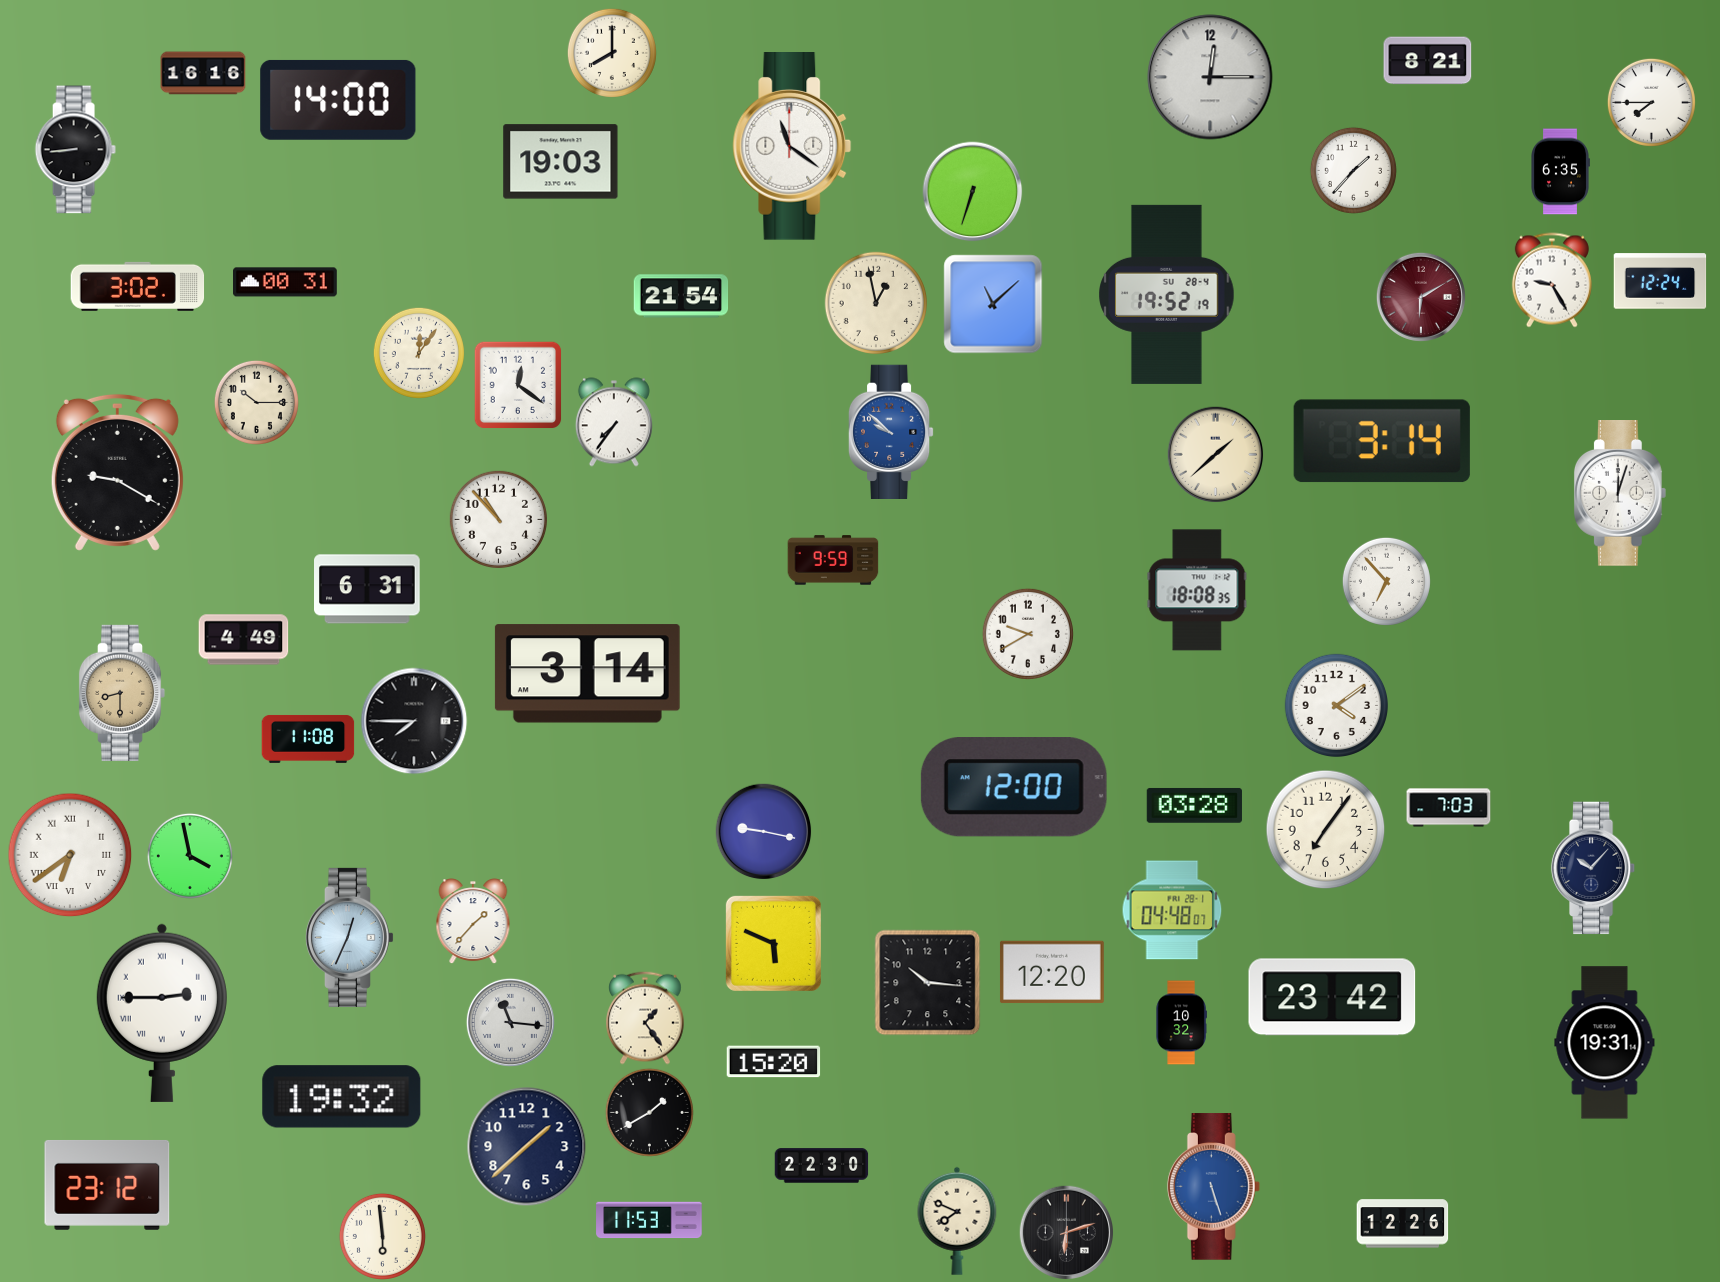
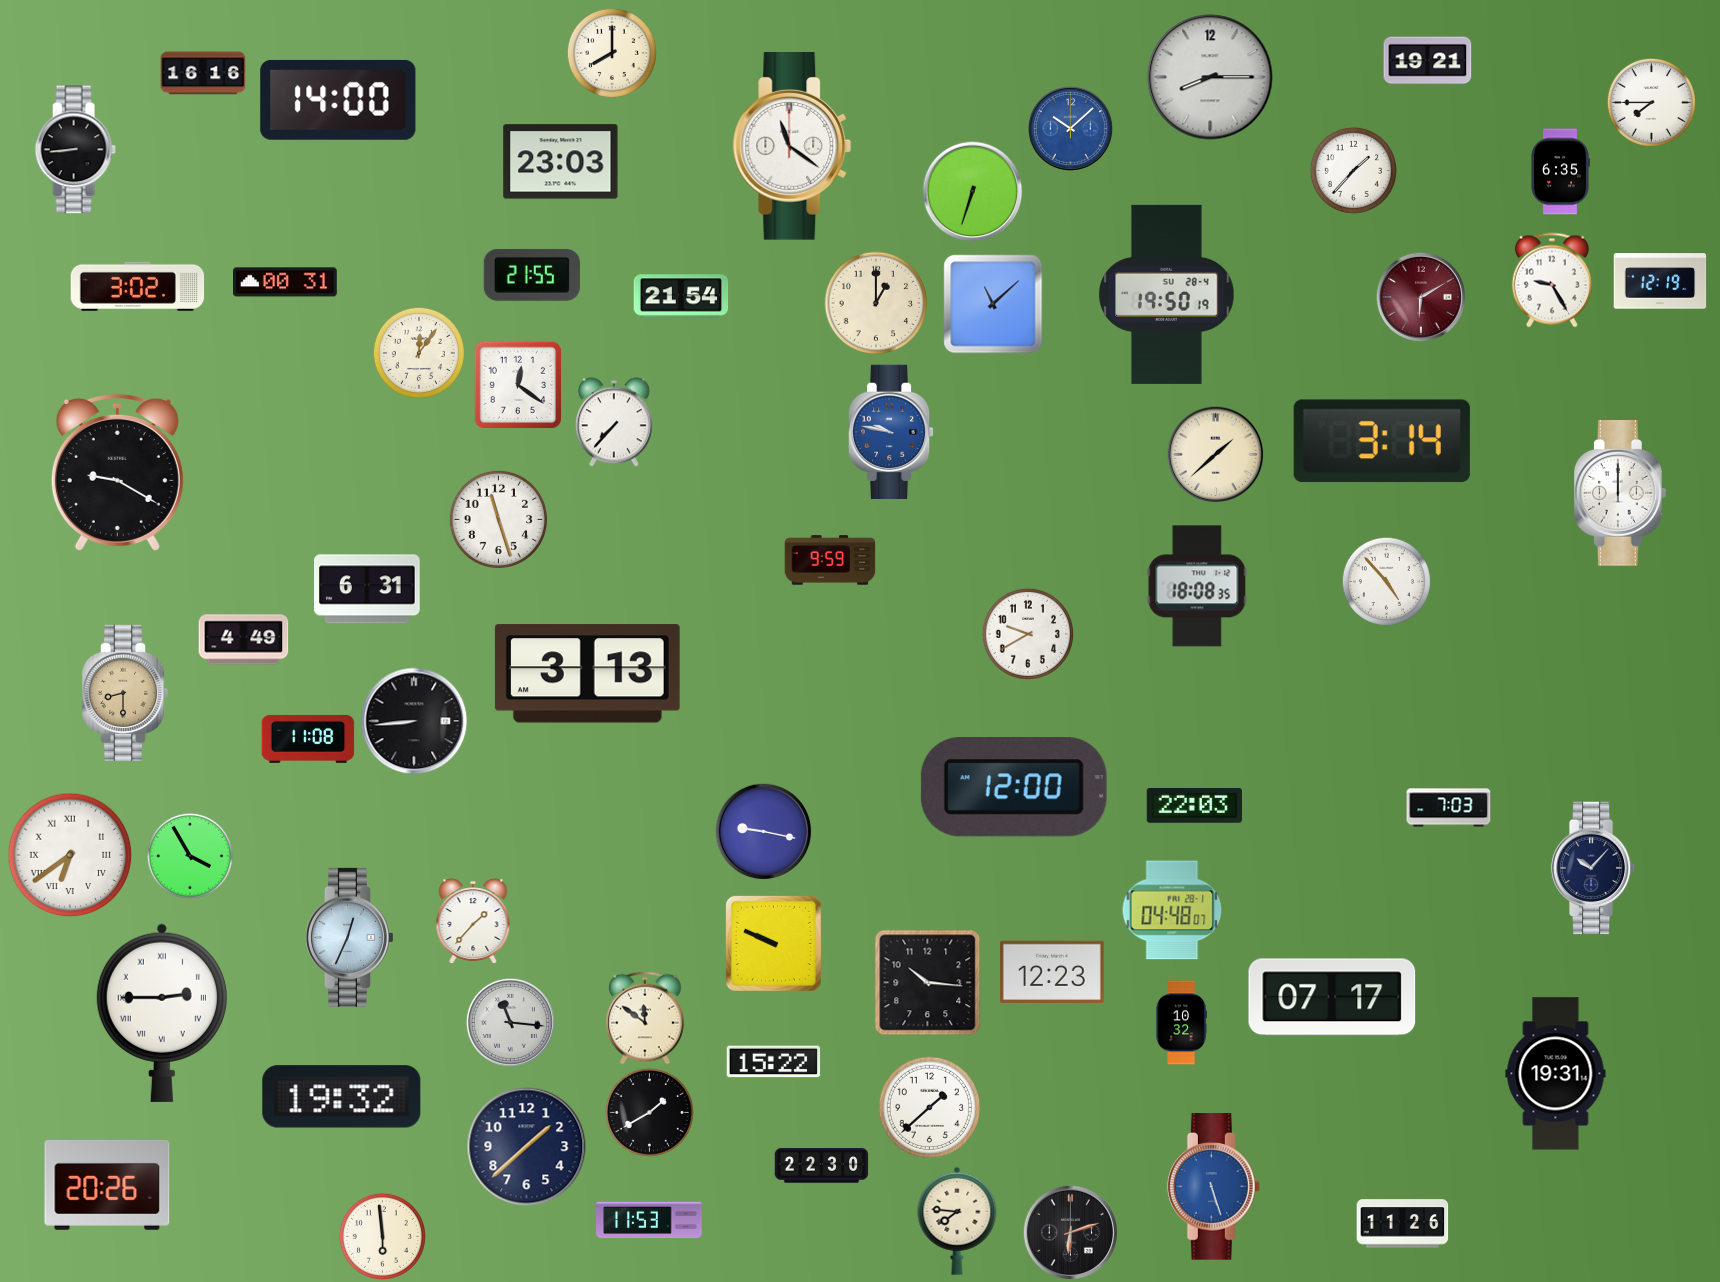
clock at (1428, 61): 8:21 -> 19:21
clock at (1210, 77): 12:15 -> 8:15
clock at (1070, 128): none -> 10:08
clock at (561, 162): 19:03 -> 23:03
clock at (532, 275): none -> 21:55
clock at (1660, 281): 12:24 -> 12:19
clock at (1167, 294): 19:52 -> 19:50
clock at (875, 302): 12:58 -> 1:00
clock at (256, 402): 10:15 -> none
clock at (614, 422): 7:36 -> 7:37
clock at (891, 431): 9:52 -> 9:47
clock at (1620, 494): 12:03 -> 12:00
clock at (498, 519): 10:53 -> 11:27
clock at (833, 560) position: (833, 560) -> (830, 560)
clock at (1386, 581): 6:53 -> 4:53
clock at (1197, 590) position: (1197, 590) -> (1197, 586)
clock at (587, 674): 3:14 -> 3:13
clock at (122, 693) position: (122, 693) -> (125, 693)
clock at (1336, 705): 4:09 -> none
clock at (414, 721): 7:45 -> 8:44
clock at (1194, 805): 03:28 -> 22:03
clock at (1326, 830): 7:06 -> none
clock at (190, 856): 3:58 -> 3:55
clock at (773, 943): 5:49 -> 9:49
clock at (1052, 972): 12:20 -> 12:23
clock at (1332, 997): 23:42 -> 07:17
clock at (646, 1018): 1:24 -> 11:51
clock at (1605, 1043) position: (1605, 1043) -> (1556, 1074)
clock at (774, 1062): 15:20 -> 15:22
clock at (929, 1107): none -> 1:38
clock at (107, 1185): 23:12 -> 20:26
clock at (957, 1221): 7:49 -> 7:46
clock at (1403, 1224): 12:26 -> 11:26
clock at (1066, 1232) position: (1066, 1232) -> (1070, 1232)
